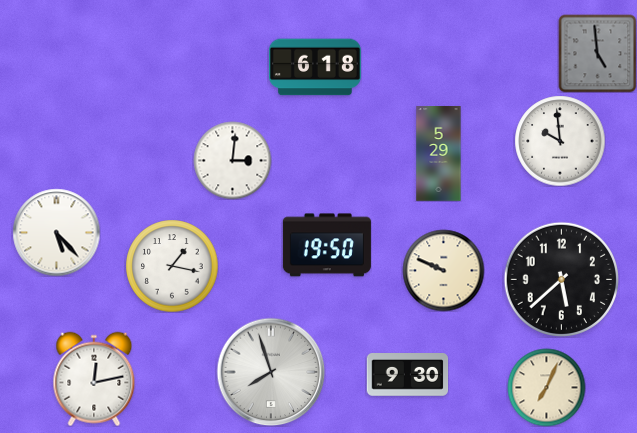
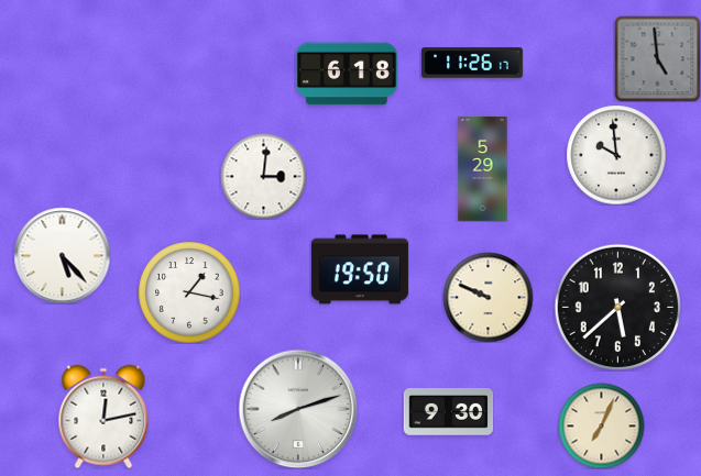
clock at (472, 63): none -> 11:26
clock at (232, 160) position: (232, 160) -> (263, 176)
clock at (271, 372): 7:57 -> 8:12
